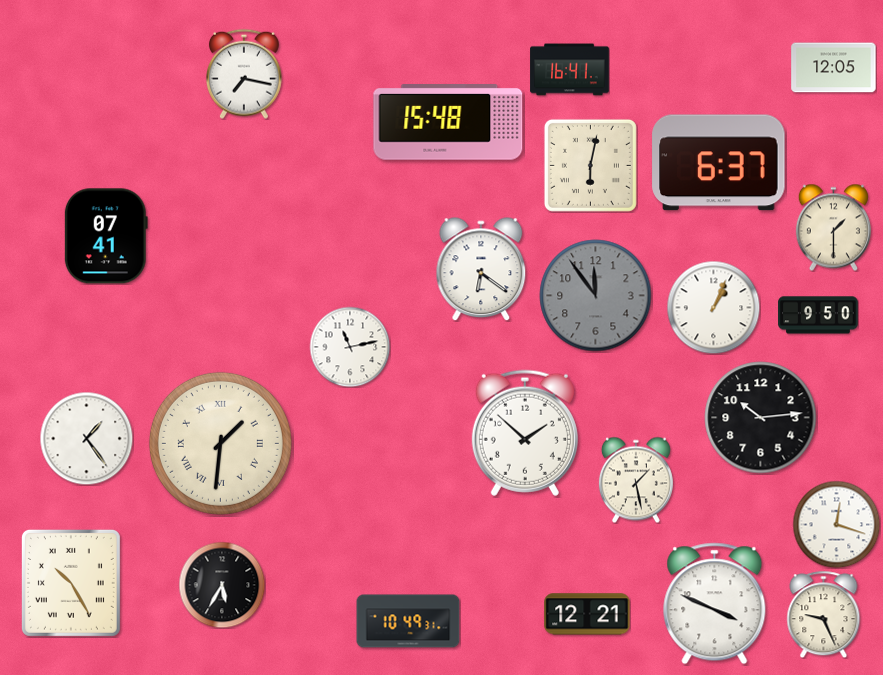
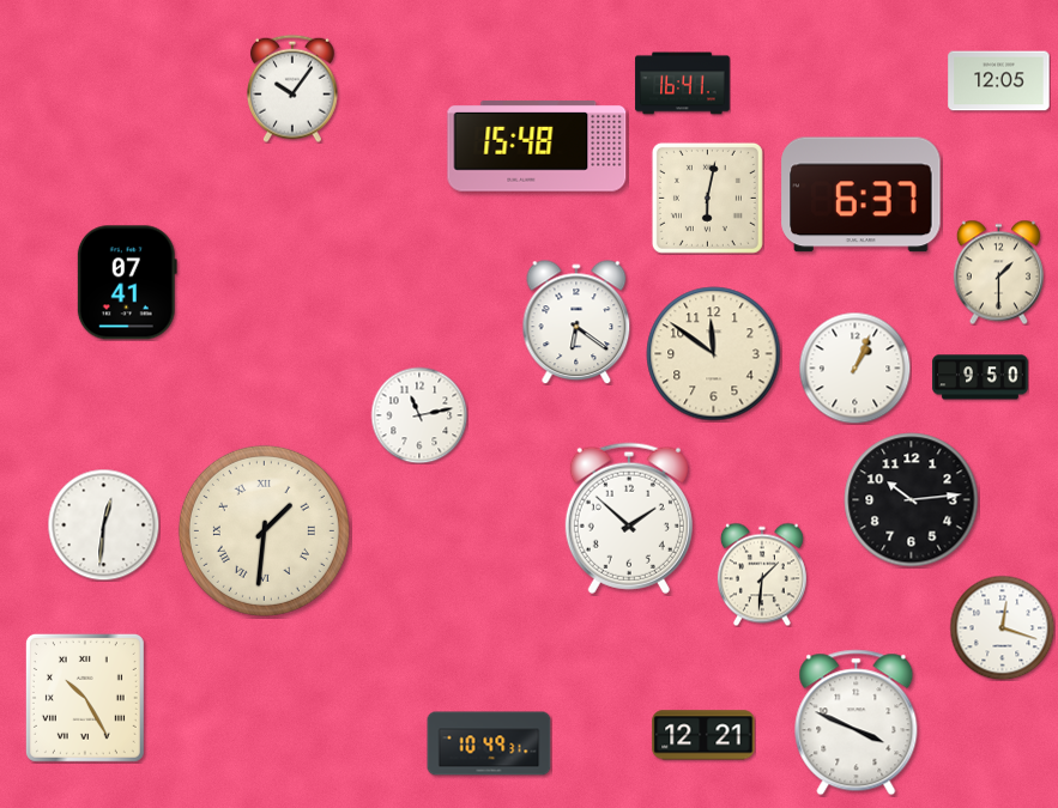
clock at (244, 74): 7:17 -> 10:06
clock at (596, 296): 11:54 -> 11:51
clock at (596, 296) dial: grey -> cream
clock at (86, 438): 1:24 -> 12:31
clock at (636, 480): 1:28 -> 1:31
clock at (222, 585): 5:35 -> none
clock at (824, 614): 9:26 -> none
